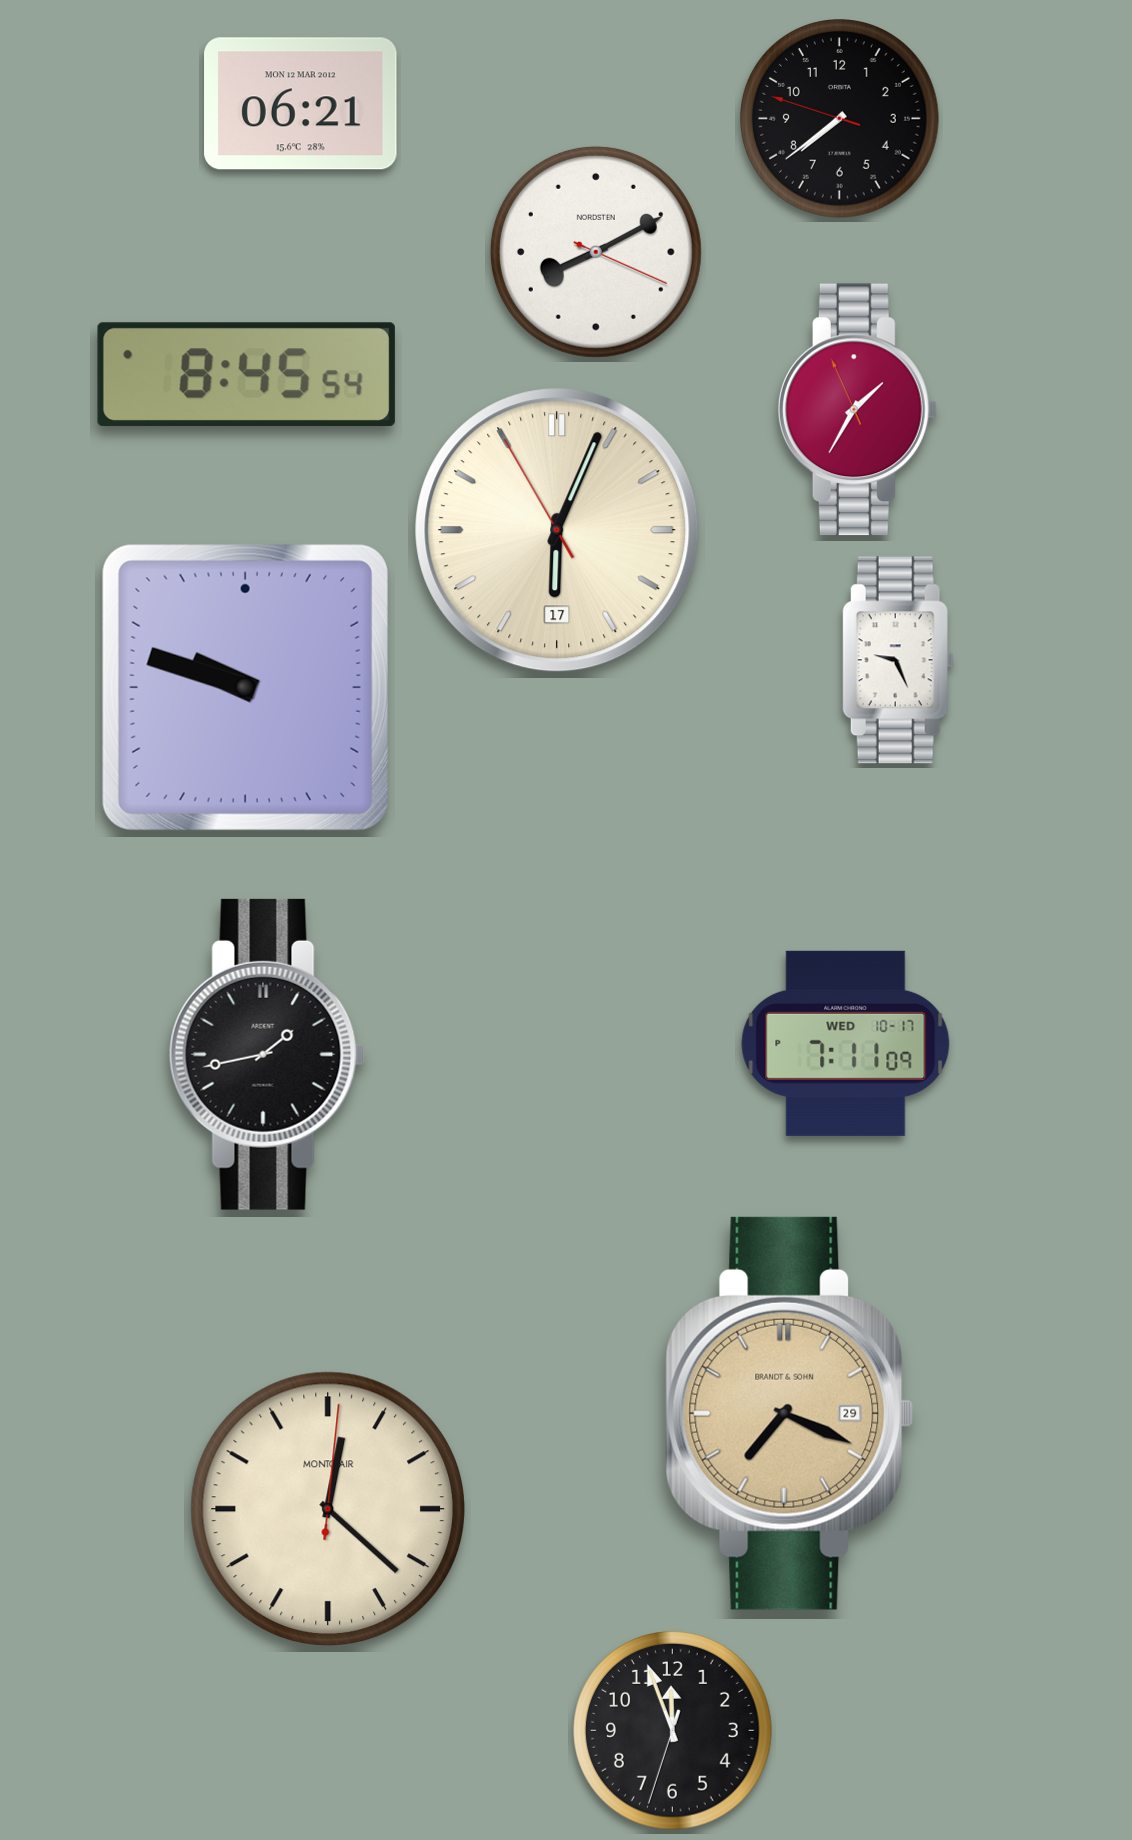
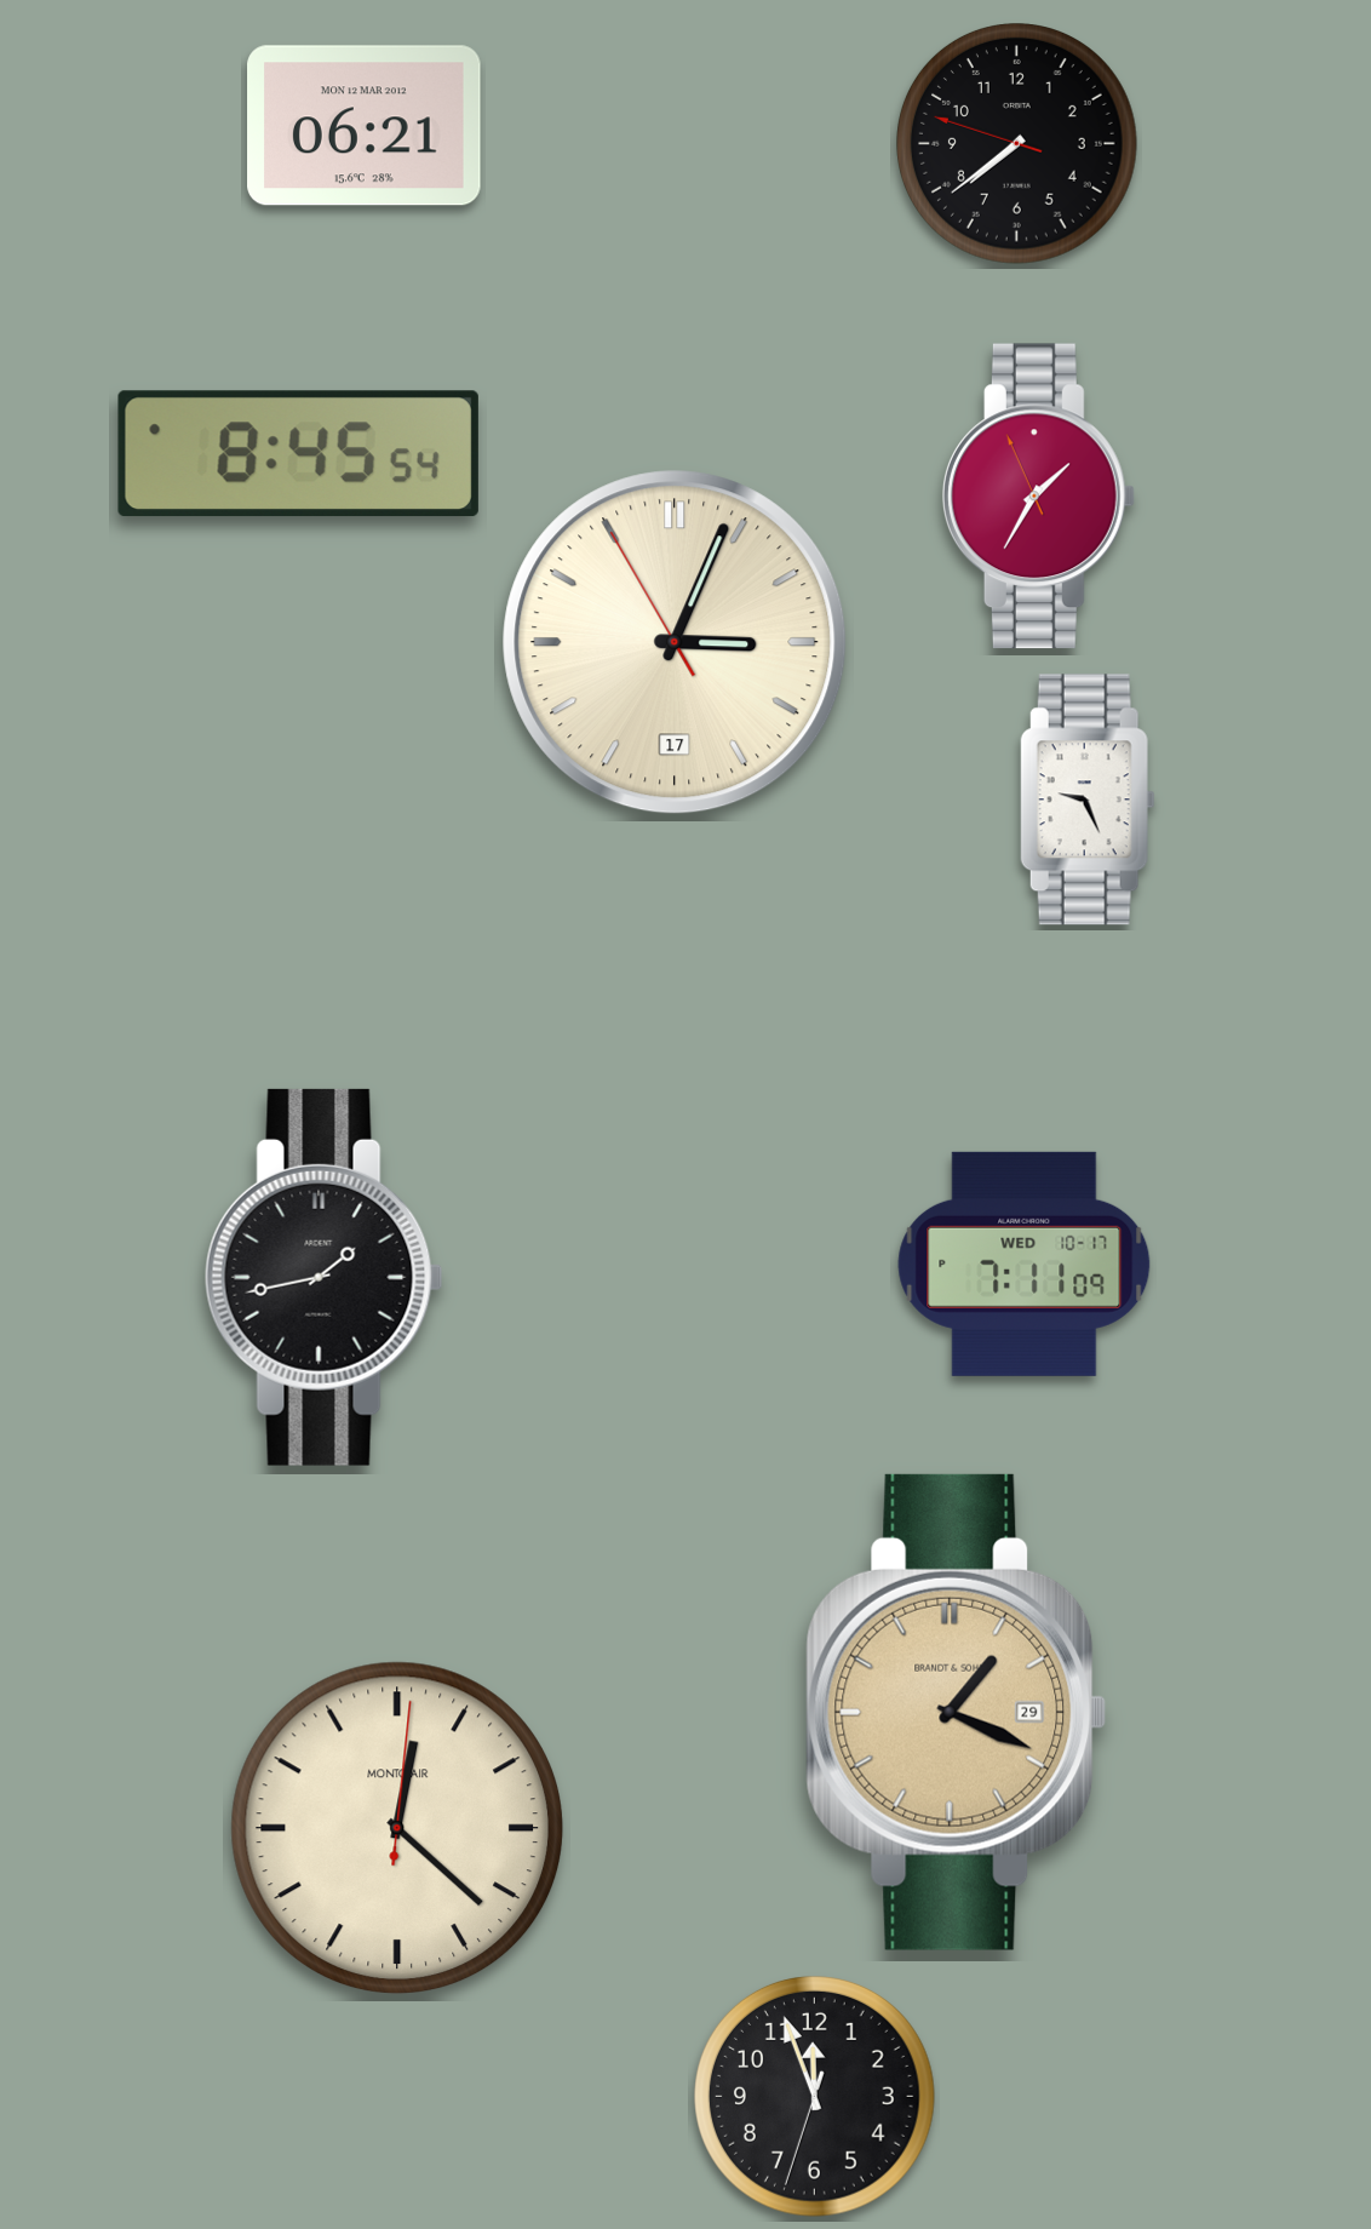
clock at (596, 252): 8:10 -> none
clock at (557, 530): 6:03 -> 3:03
clock at (245, 687): 9:48 -> none
clock at (790, 1413): 7:19 -> 1:19
